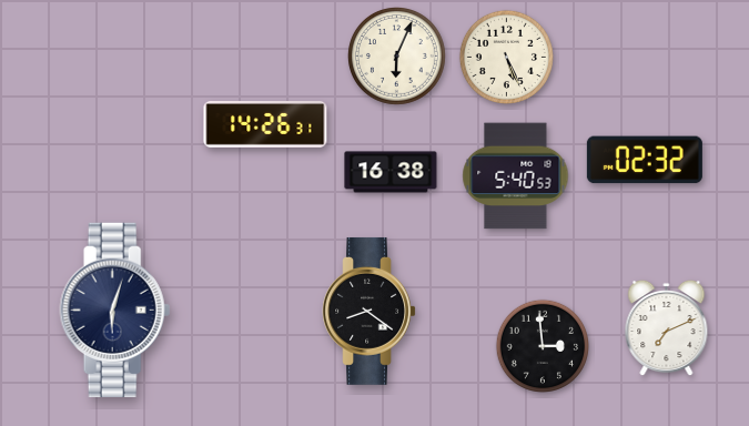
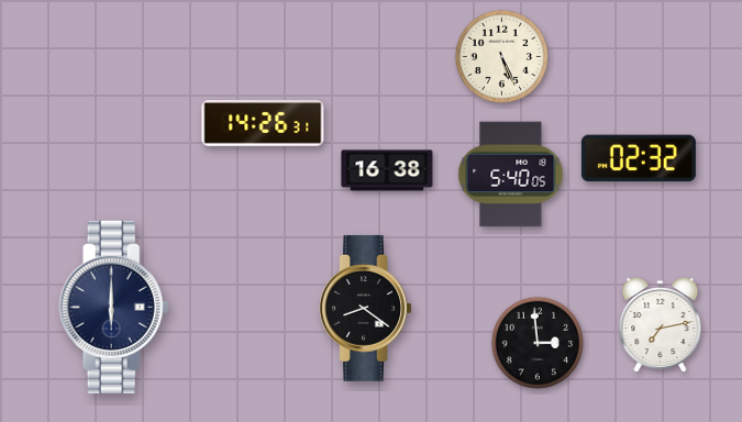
clock at (397, 57): 6:04 -> none
clock at (516, 176): 5:40:53 -> 5:40:05
clock at (115, 310): 6:03 -> 6:00
clock at (667, 328): 7:11 -> 7:13
